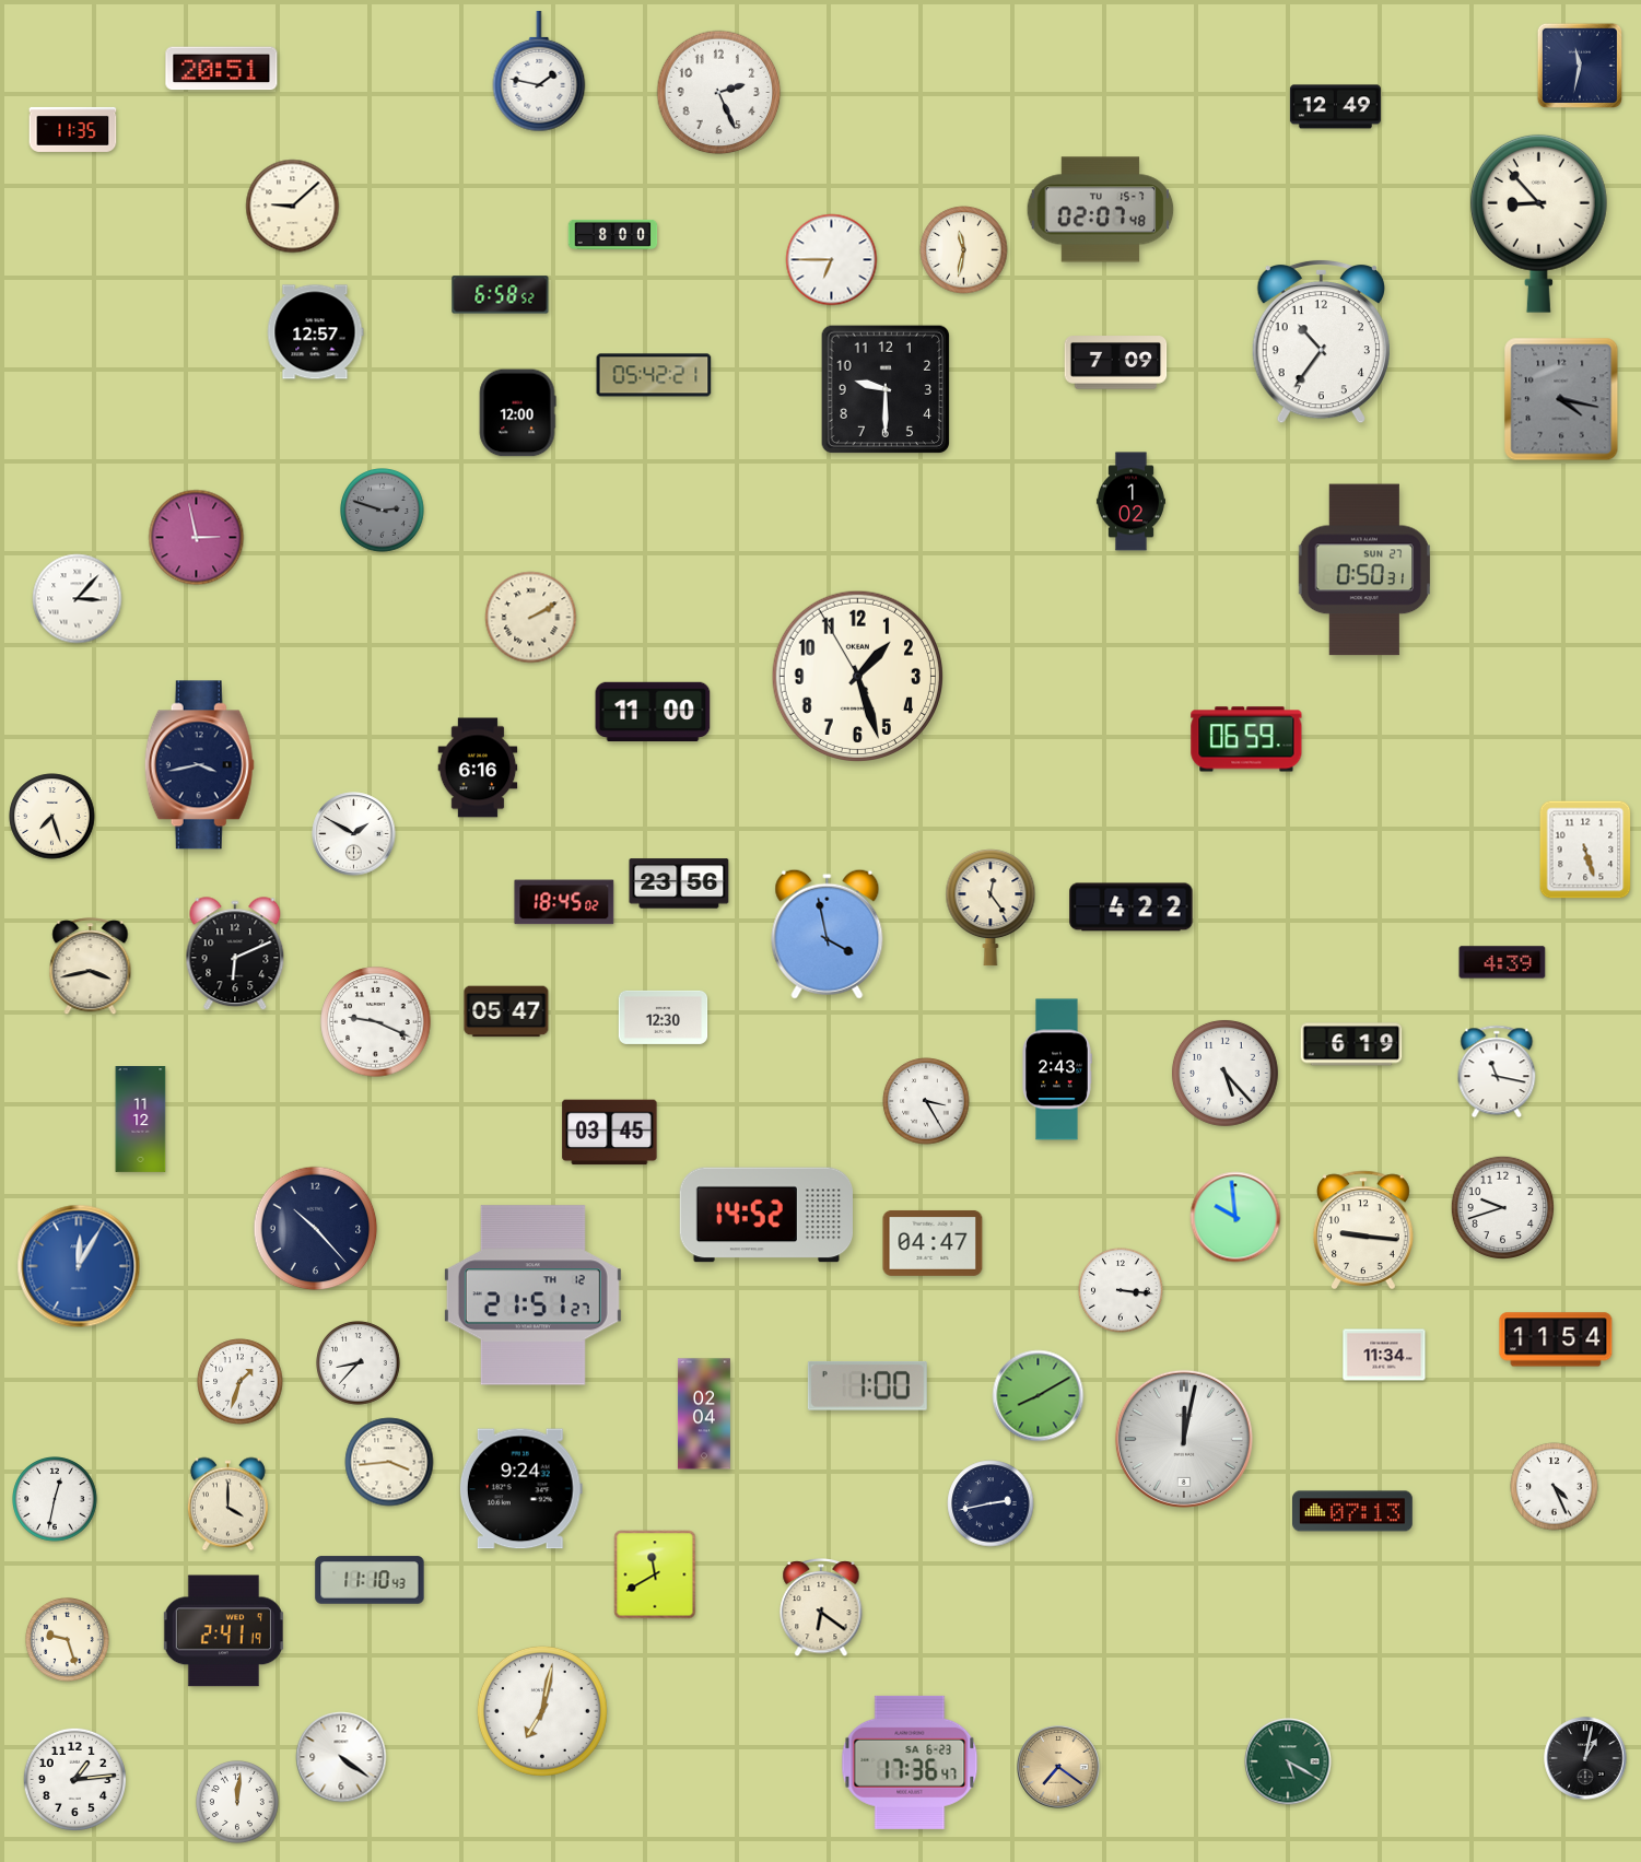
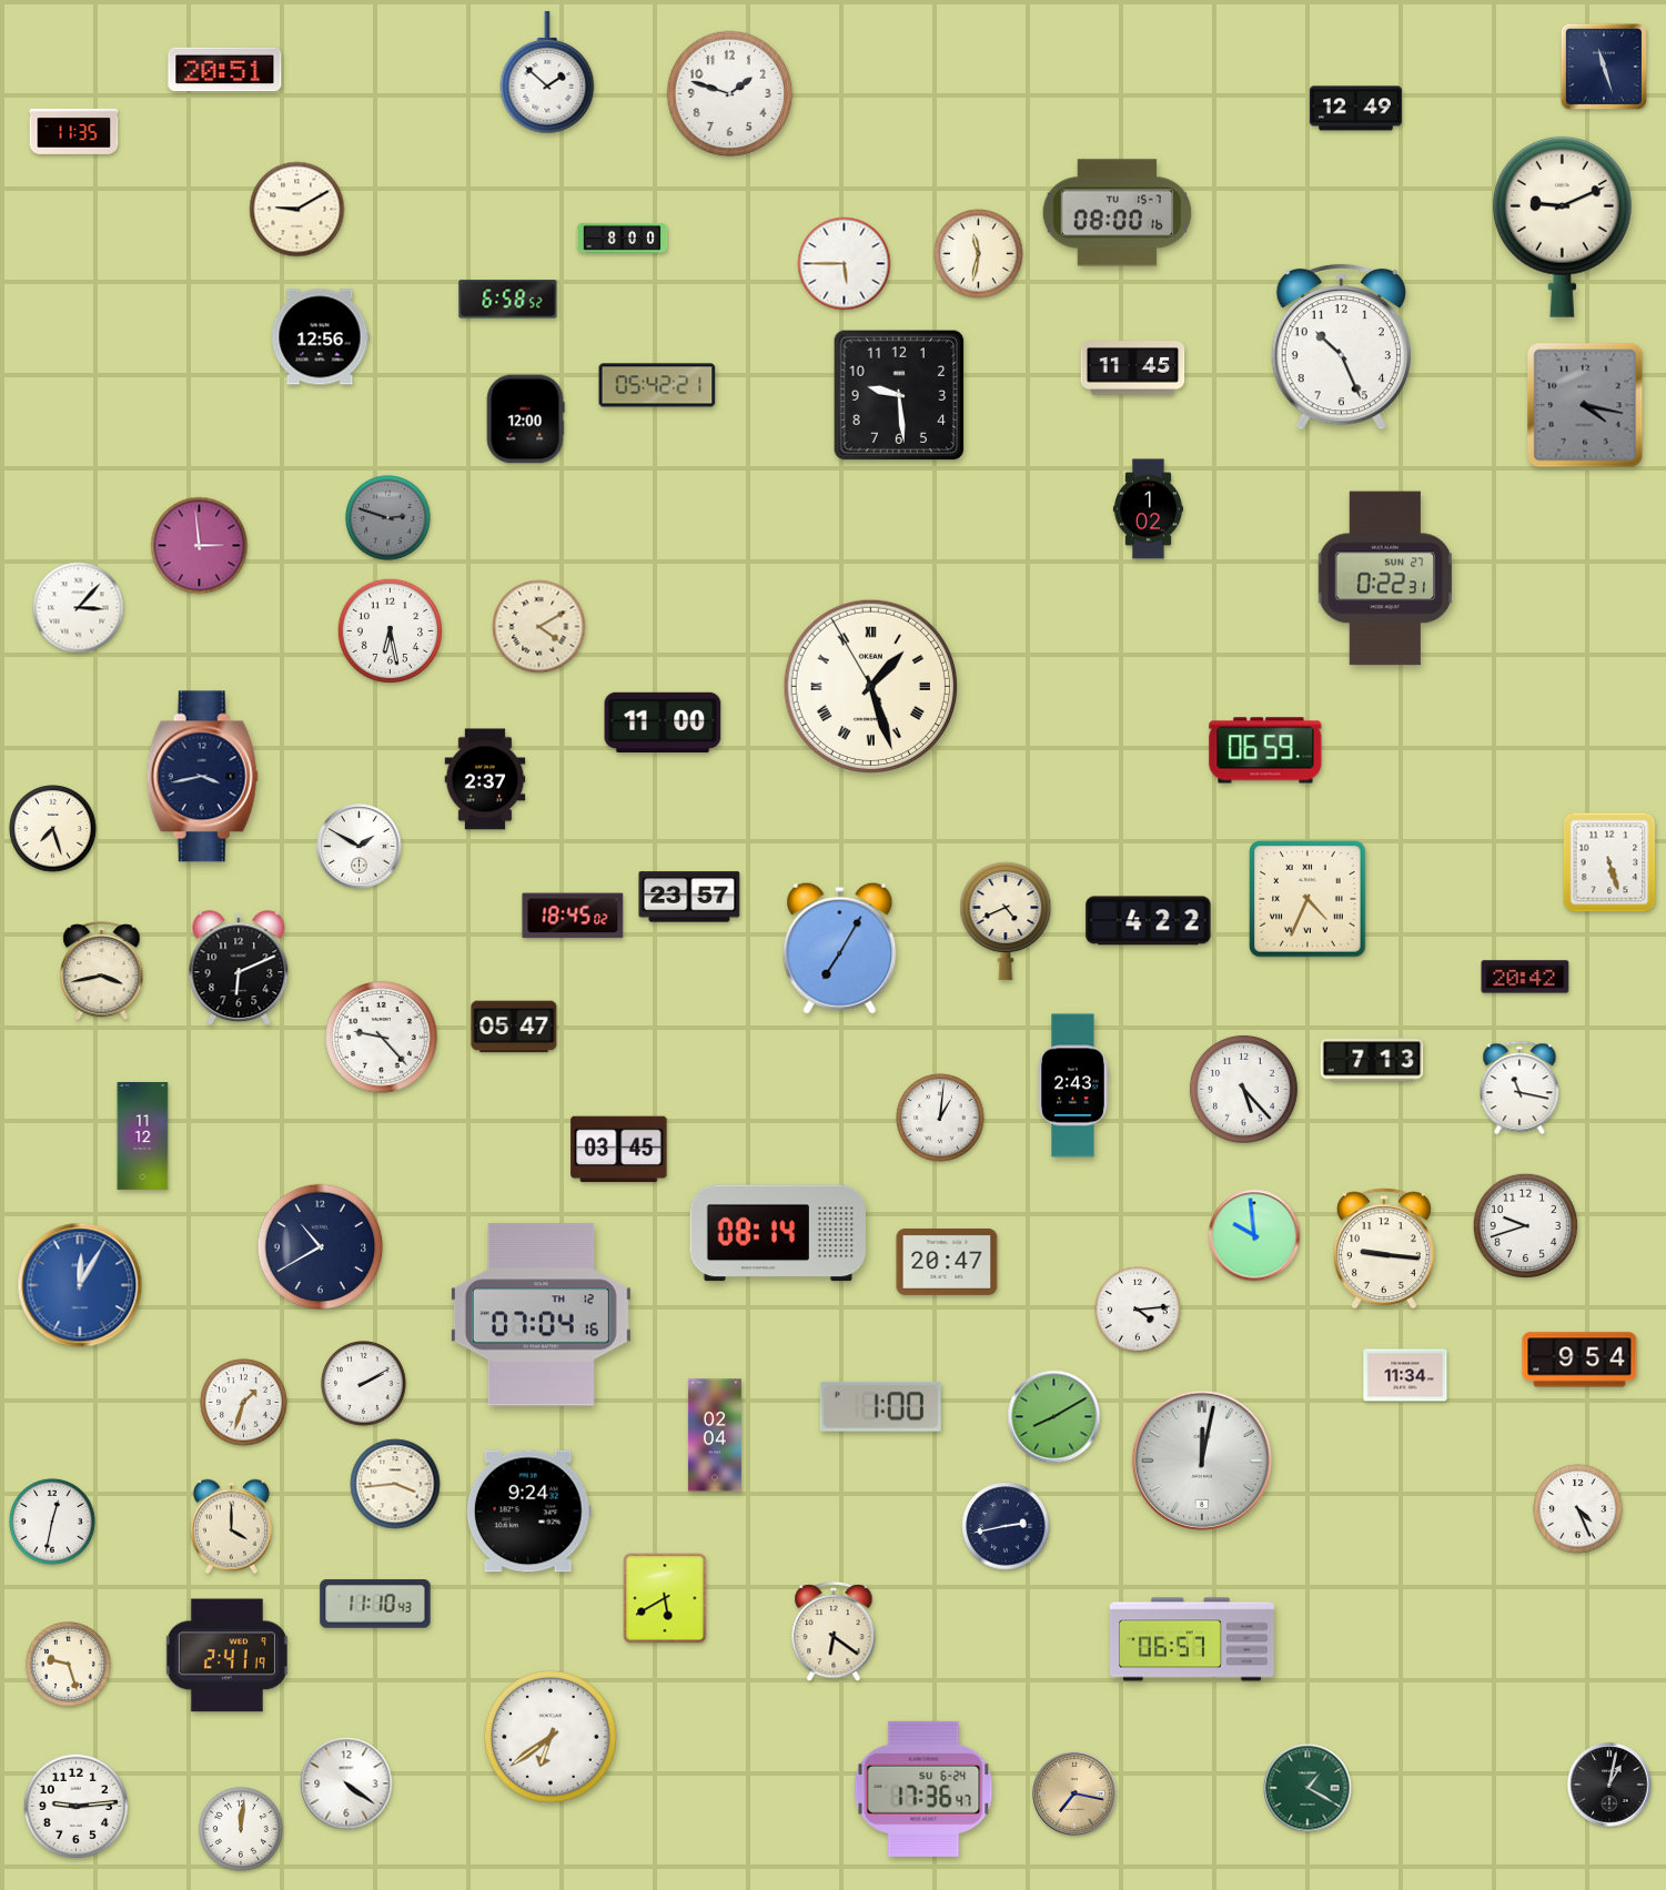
clock at (1579, 65): 11:32 -> 11:27
clock at (539, 71): 1:47 -> 1:52
clock at (719, 93): 2:26 -> 1:48
clock at (293, 207): 9:08 -> 9:10
clock at (1101, 210): 02:07 -> 08:00
clock at (1538, 223): 8:53 -> 9:11
clock at (832, 260): 6:45 -> 5:45
clock at (315, 332): 12:57 -> 12:56
clock at (1321, 341): 10:36 -> 10:26
clock at (1116, 363): 7:09 -> 11:45
clock at (654, 375) position: (654, 375) -> (657, 385)
clock at (886, 389): 9:30 -> 9:29
clock at (197, 538): 2:58 -> 2:59
clock at (1364, 570): 0:50 -> 0:22
clock at (531, 618): 2:10 -> 4:10
clock at (390, 630): none -> 6:28
clock at (857, 676) numerals: Arabic -> Roman
clock at (478, 768): 6:16 -> 2:37
clock at (679, 883): 23:56 -> 23:57
clock at (1307, 899): none -> 4:34
clock at (991, 907): 12:24 -> 4:41
clock at (828, 934): 3:58 -> 7:05
clock at (1502, 962): 4:39 -> 20:42
clock at (91, 967) position: (91, 967) -> (102, 971)
clock at (664, 1017): 12:30 -> none
clock at (376, 1022): 9:19 -> 9:23
clock at (1351, 1044): 6:19 -> 7:13
clock at (926, 1101): 3:25 -> 1:01
clock at (765, 1215): 14:52 -> 08:14
clock at (316, 1229): 10:23 -> 10:40
clock at (933, 1243): 04:47 -> 20:47
clock at (1121, 1290): 3:16 -> 4:14
clock at (532, 1296): 21:51 -> 07:04
clock at (1556, 1339): 11:54 -> 9:54
clock at (359, 1363): 8:37 -> 2:10
clock at (55, 1499) position: (55, 1499) -> (52, 1522)
clock at (1353, 1511): 07:13 -> none
clock at (655, 1574): 11:40 -> 5:40
clock at (1192, 1639): none -> 06:57
clock at (542, 1711): 7:02 -> 6:39
clock at (1288, 1761): 5:20 -> 1:20
clock at (910, 1763) date: SA 6-23 -> SU 6-24
clock at (1058, 1767): 7:21 -> 7:17
clock at (74, 1779): 1:14 -> 9:14
